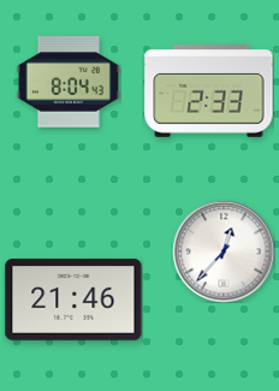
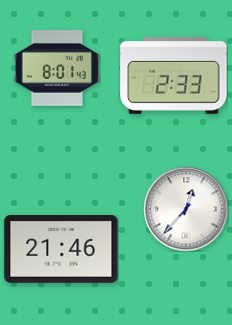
clock at (69, 83): 8:04 -> 8:01
